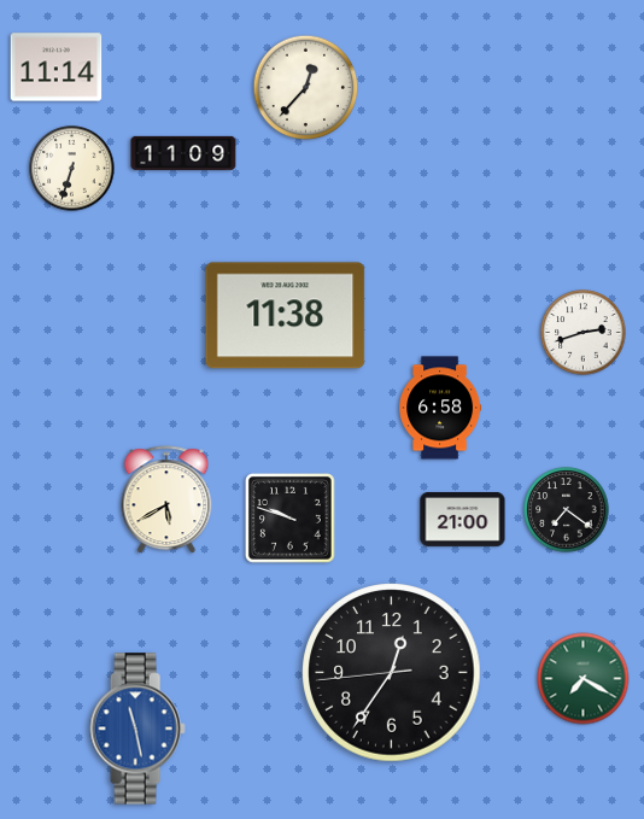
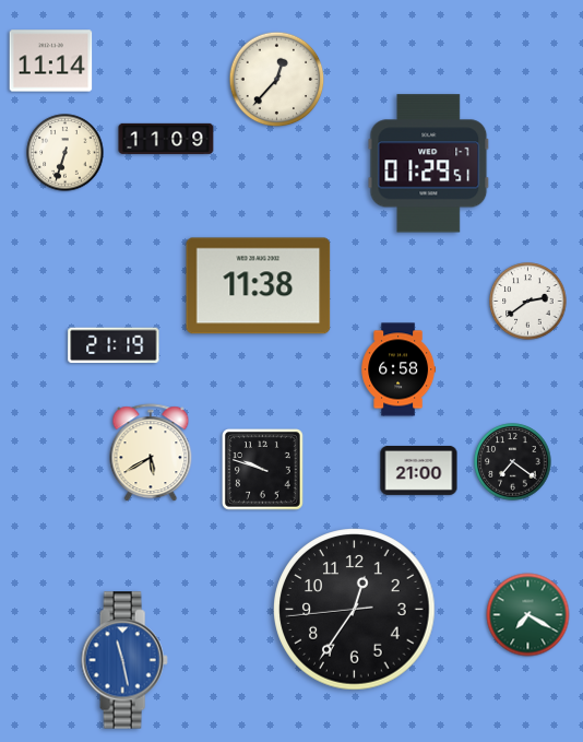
clock at (429, 164): none -> 01:29
clock at (584, 333): 2:42 -> 2:39
clock at (114, 345): none -> 21:19
